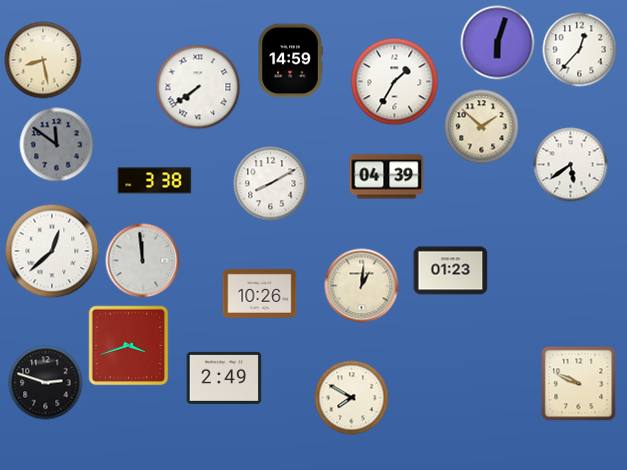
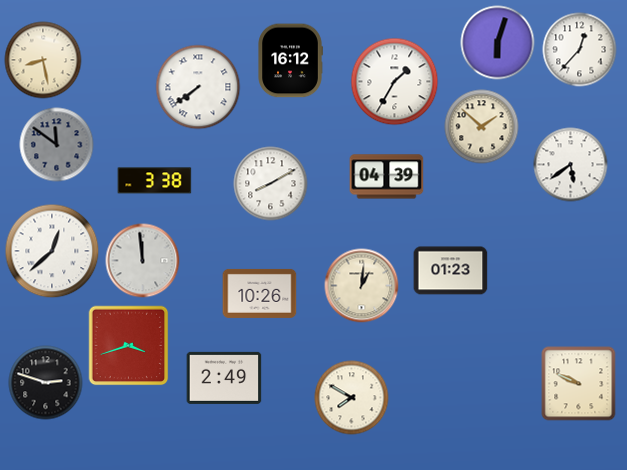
clock at (290, 61): 14:59 -> 16:12
